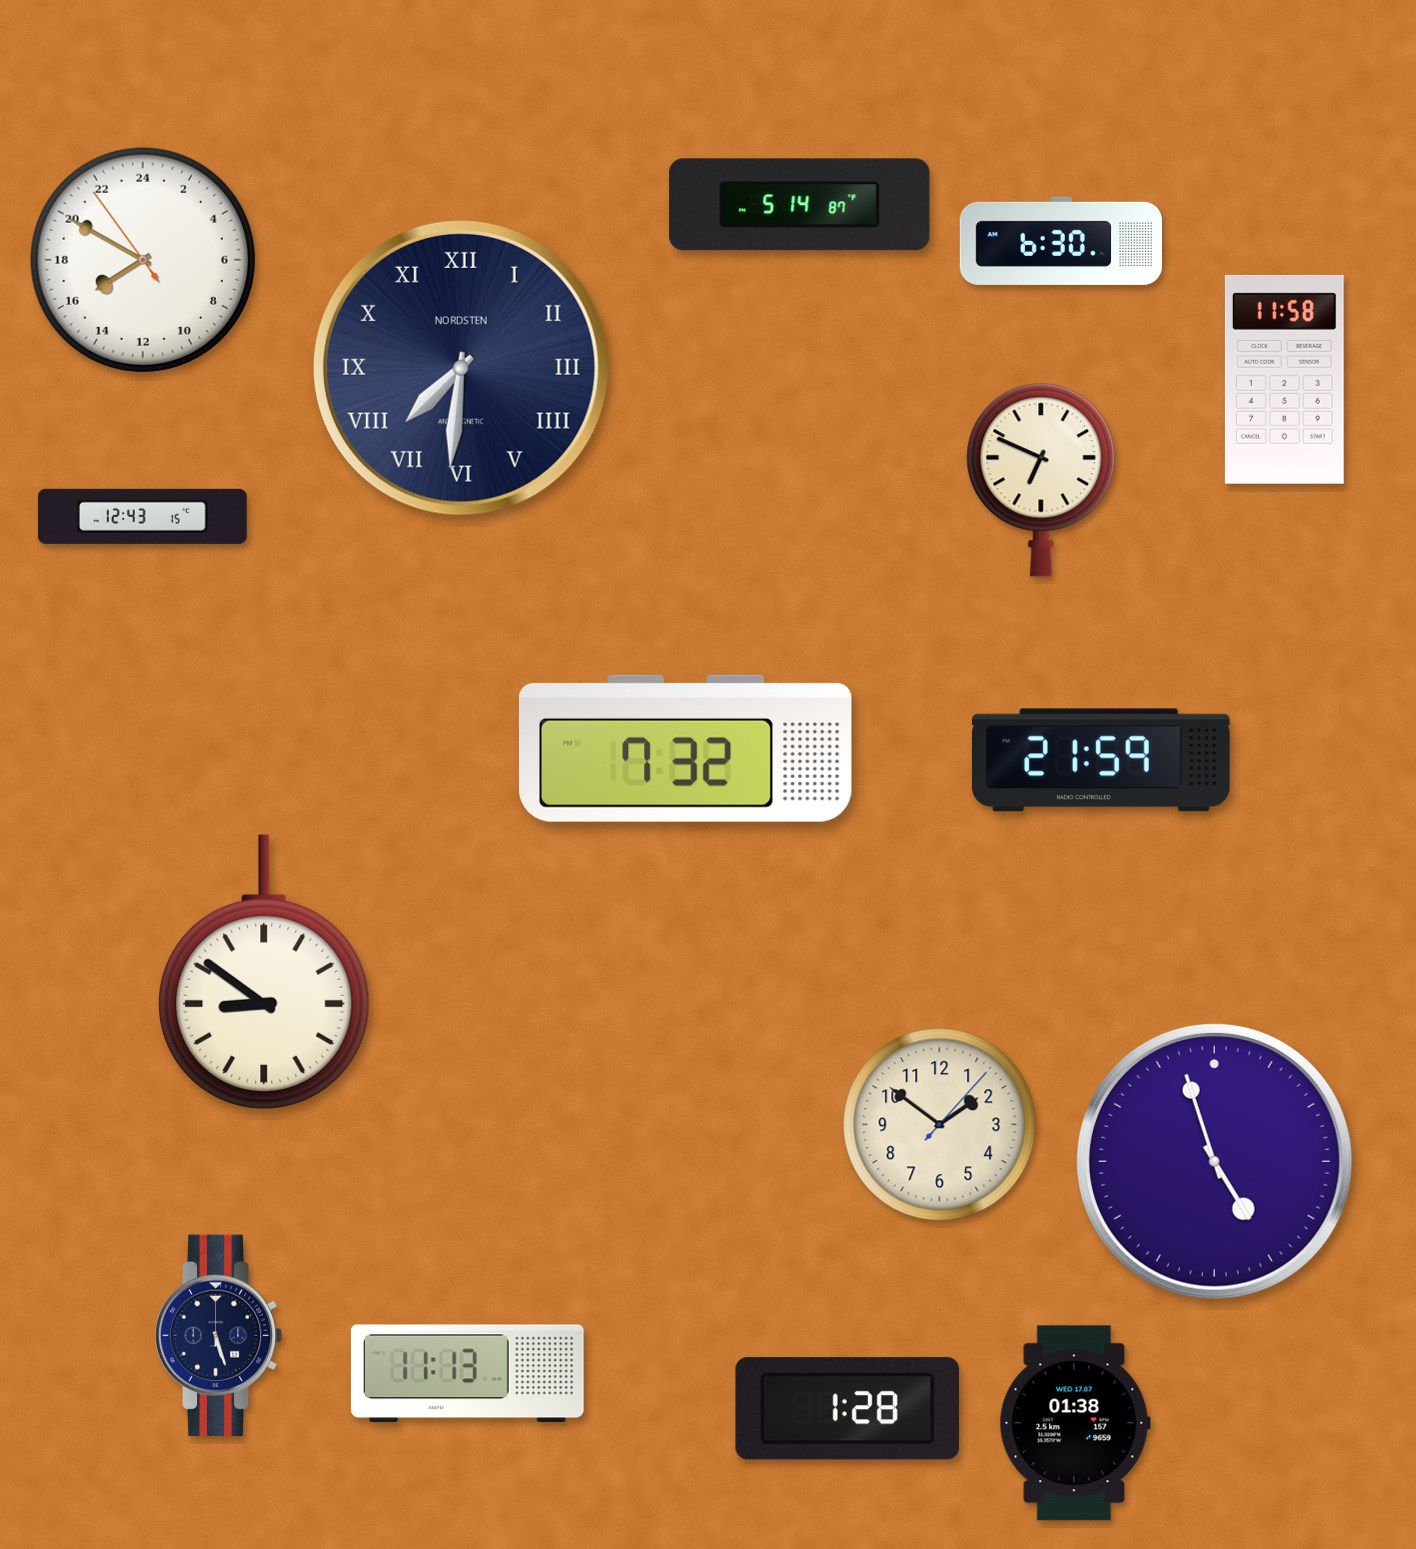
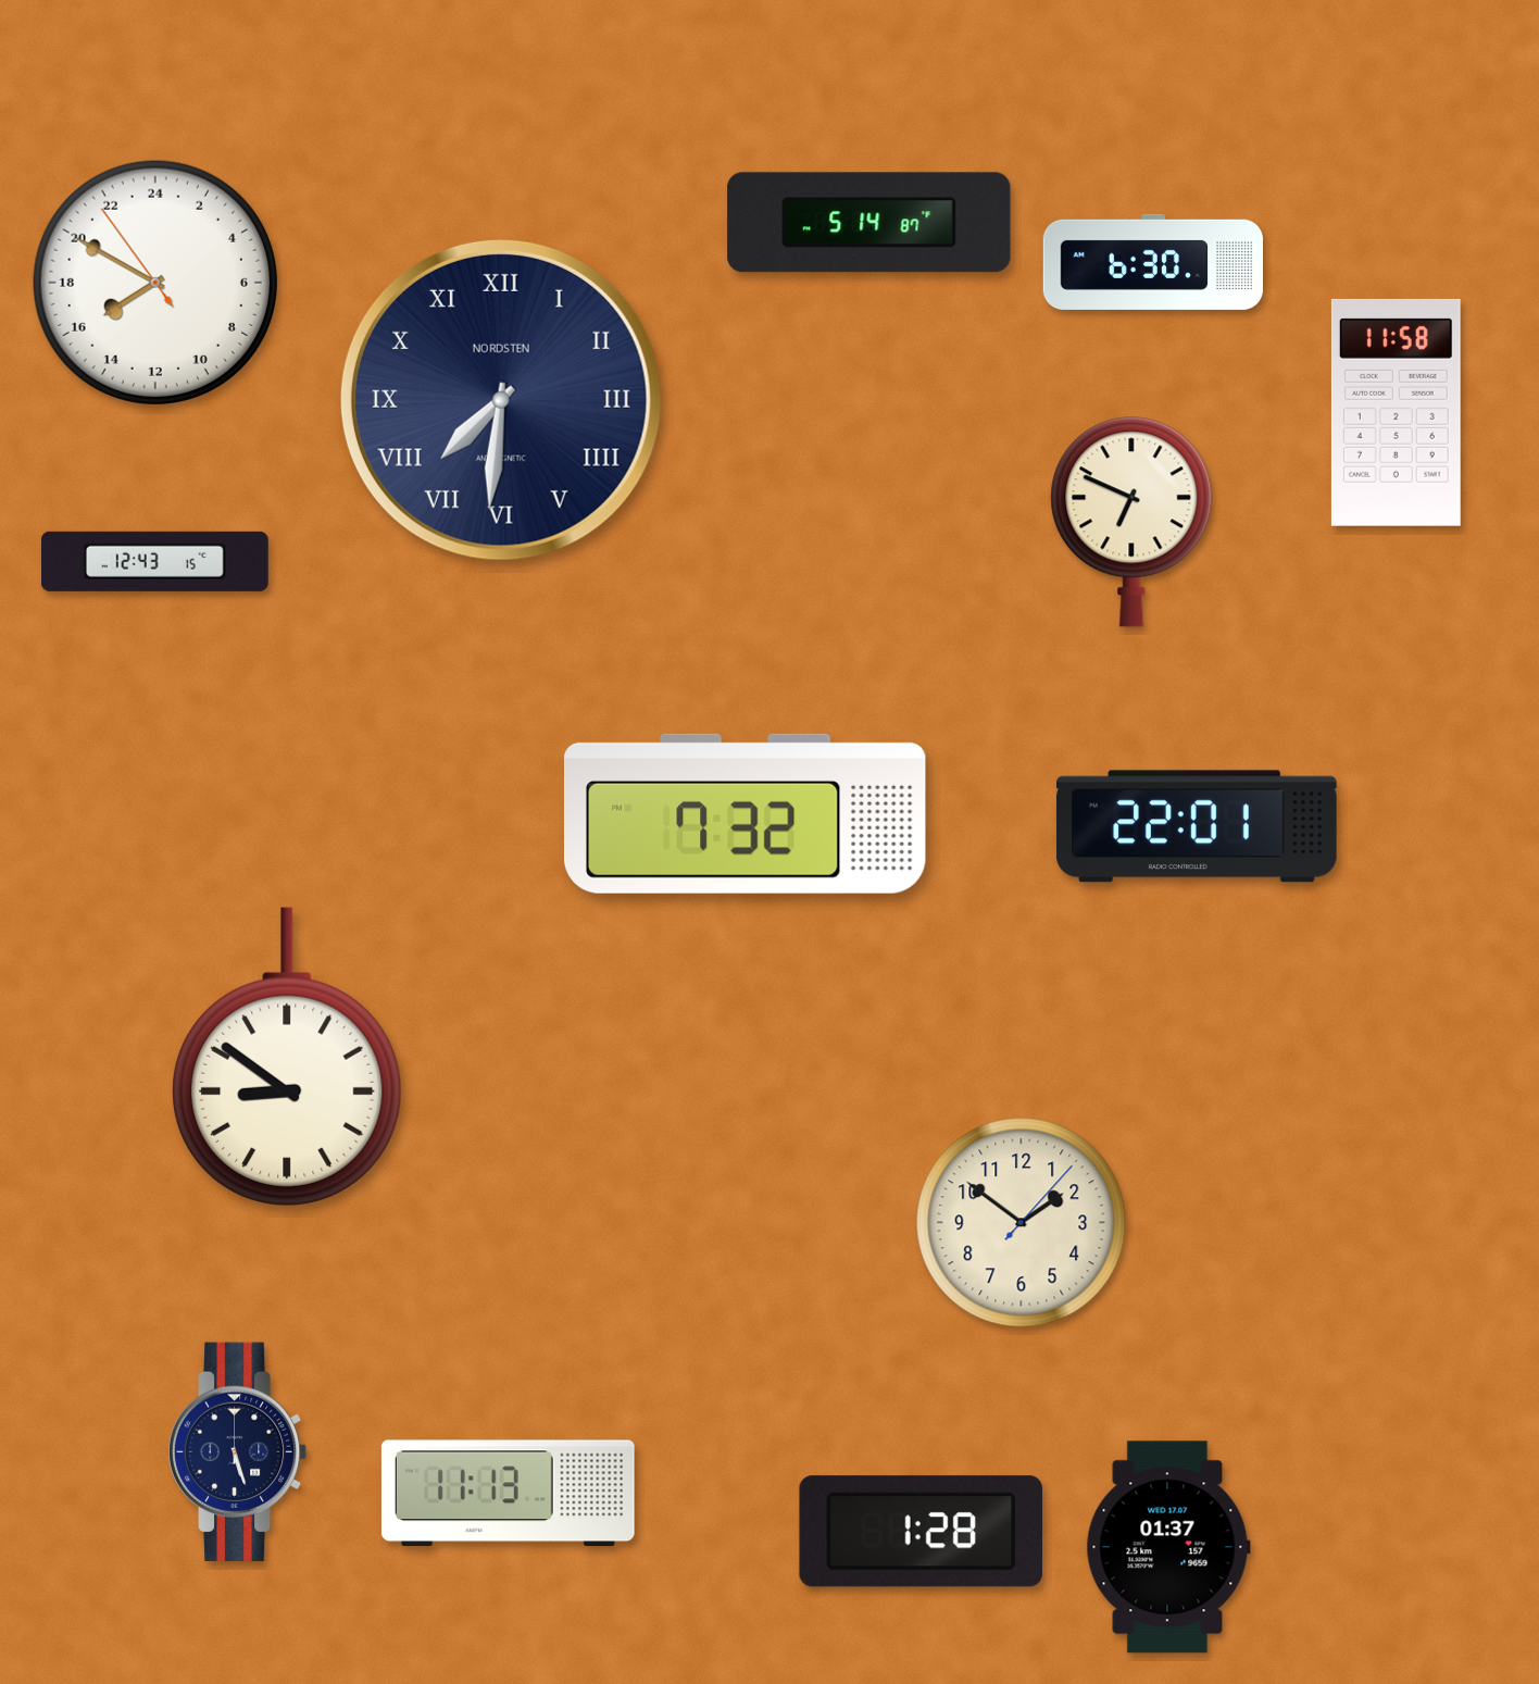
clock at (1101, 760): 21:59 -> 22:01
clock at (1214, 1161): 4:57 -> none
clock at (1075, 1423): 01:38 -> 01:37
